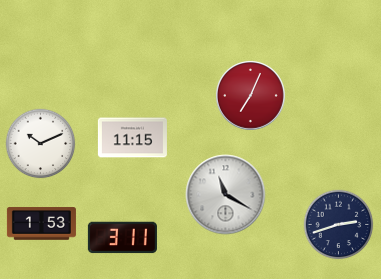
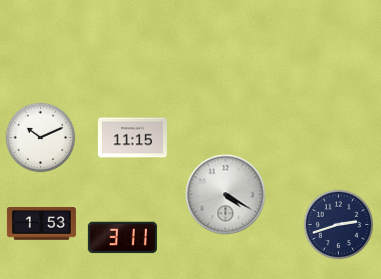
clock at (250, 95): 7:04 -> none
clock at (41, 144) position: (41, 144) -> (41, 138)
clock at (226, 195): 11:20 -> 4:20
